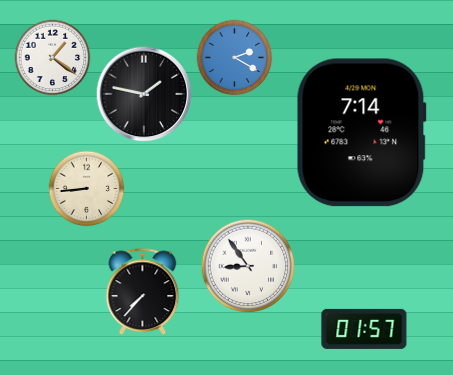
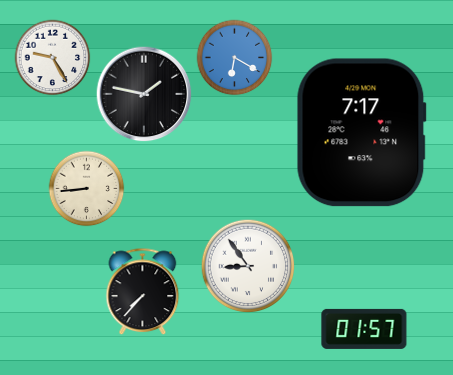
clock at (53, 58): 1:21 -> 9:25
clock at (235, 58): 2:20 -> 6:20
clock at (361, 133): 7:14 -> 7:17
